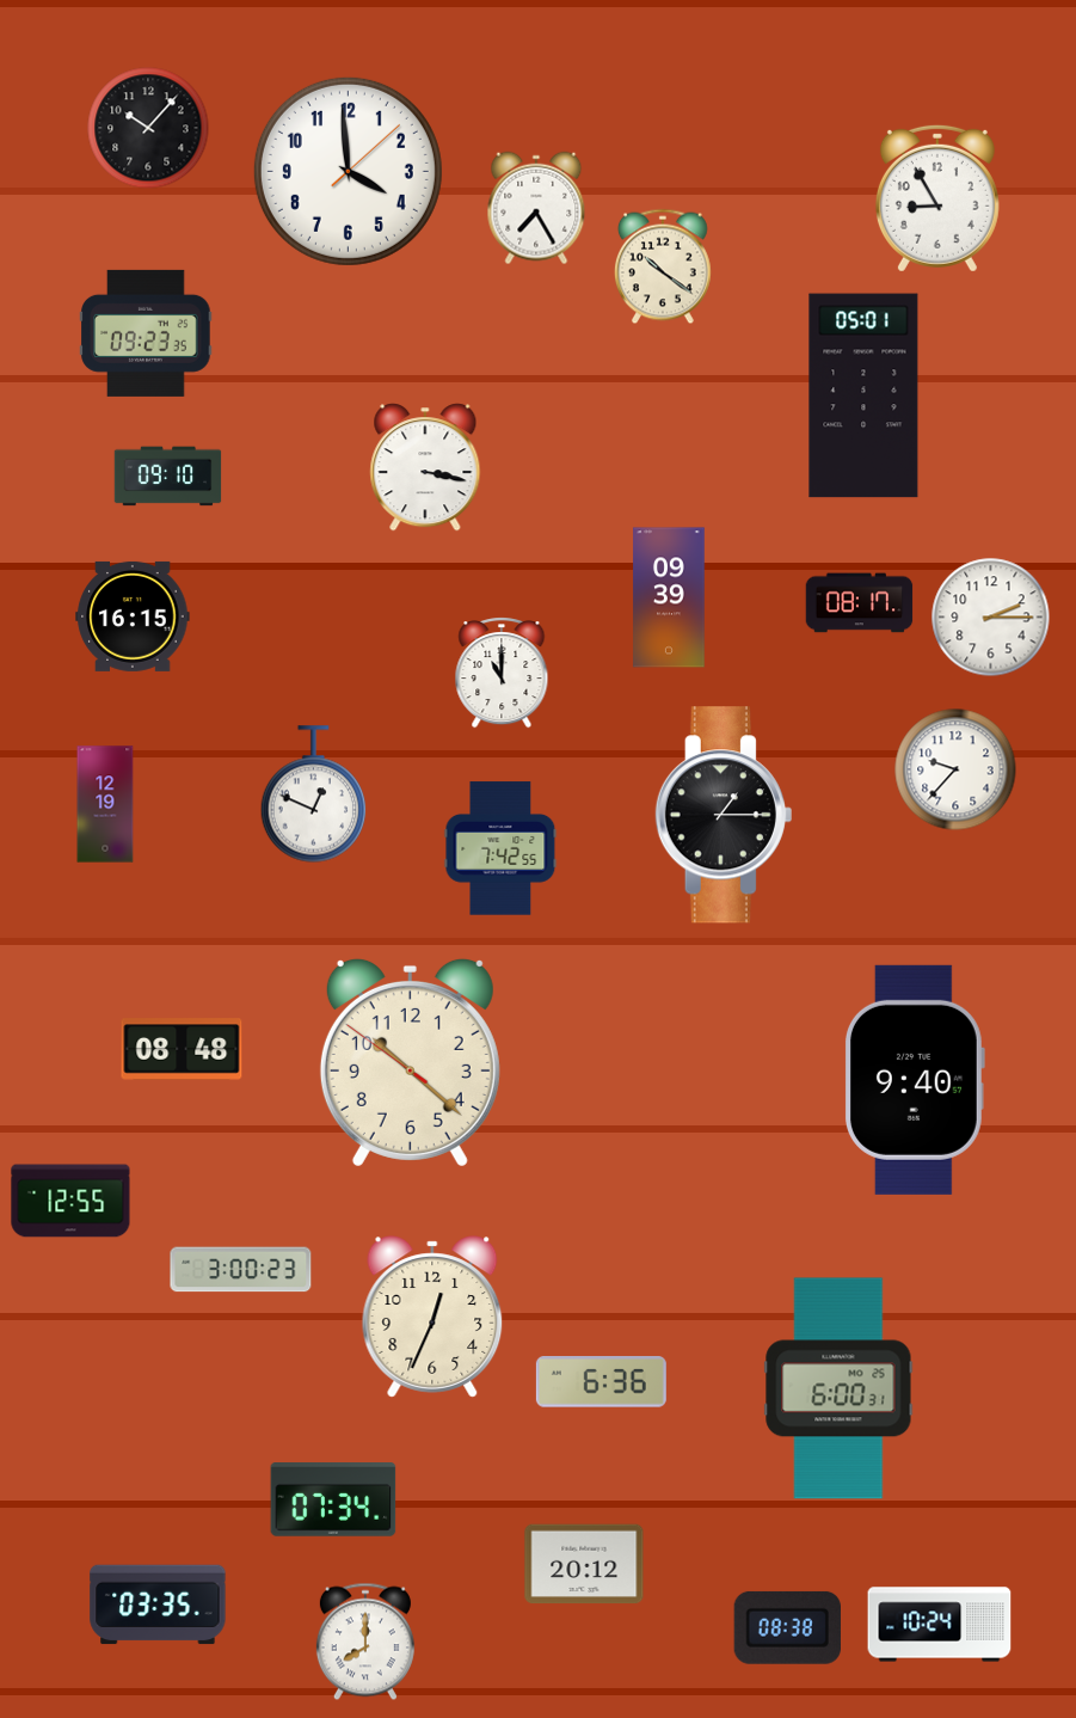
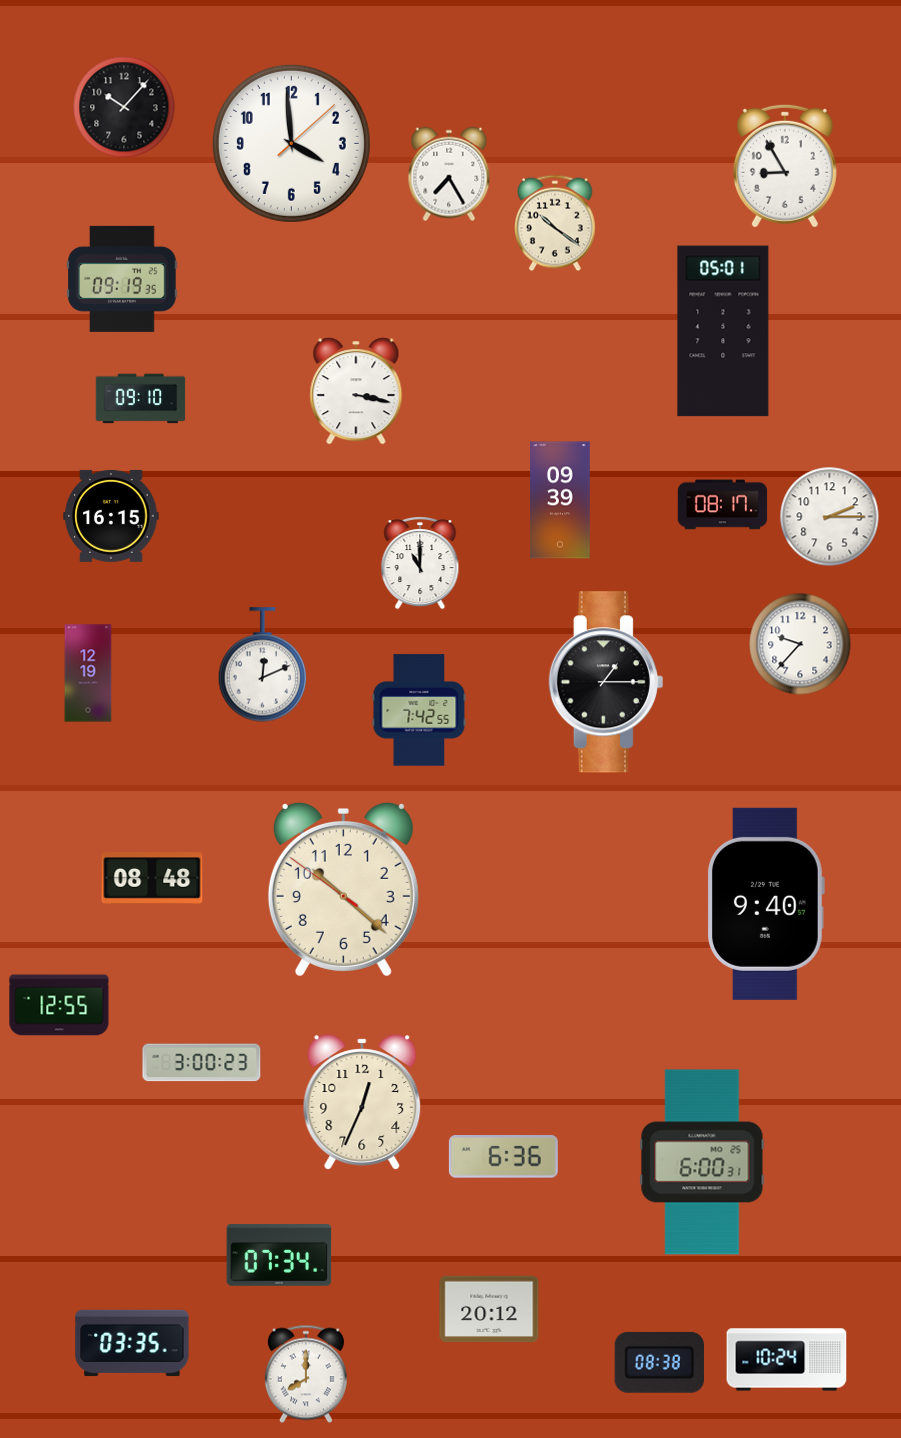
clock at (146, 333): 09:23 -> 09:19
clock at (860, 603) position: (860, 603) -> (723, 505)
clock at (314, 794): 12:49 -> 12:11
